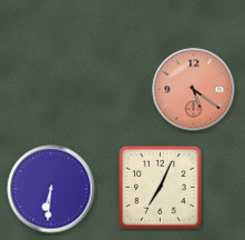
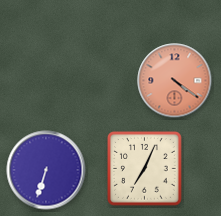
clock at (194, 90): 5:21 -> 4:21
clock at (51, 189): 6:31 -> 6:33
